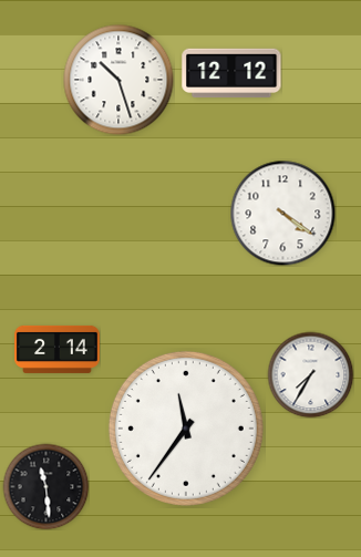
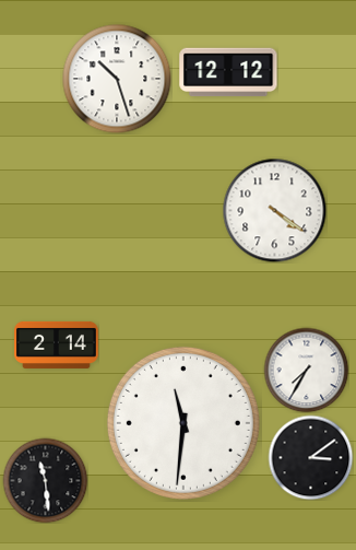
clock at (282, 213) position: (282, 213) -> (274, 210)
clock at (186, 429): 11:36 -> 11:31
clock at (310, 457): none -> 3:09
